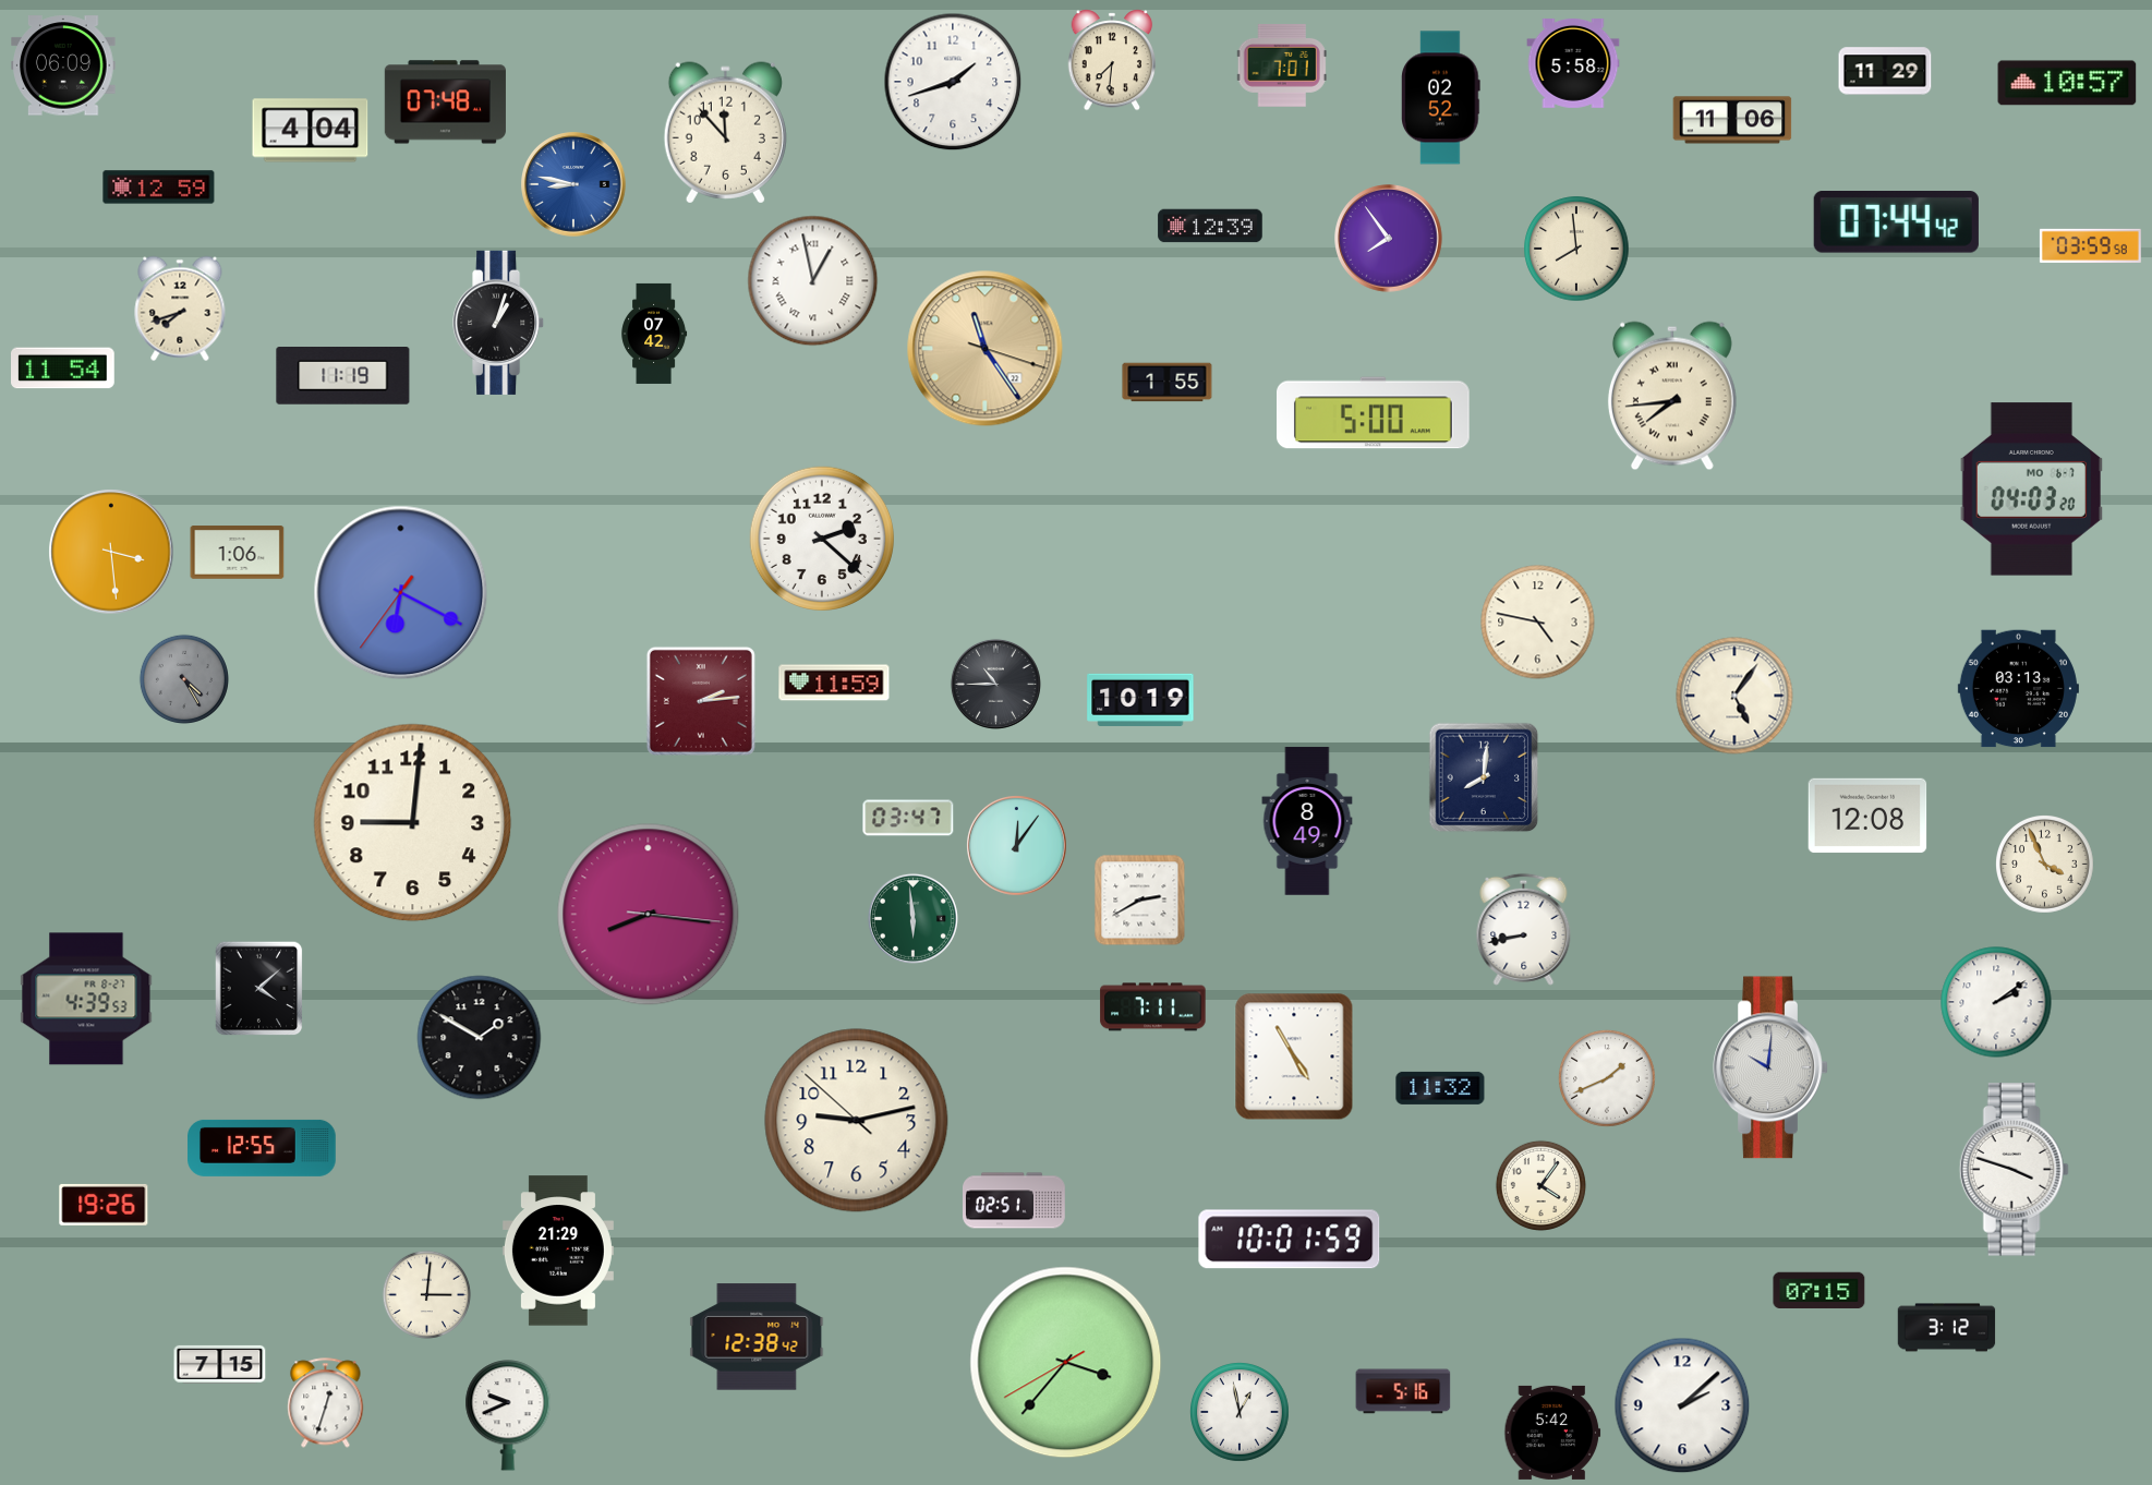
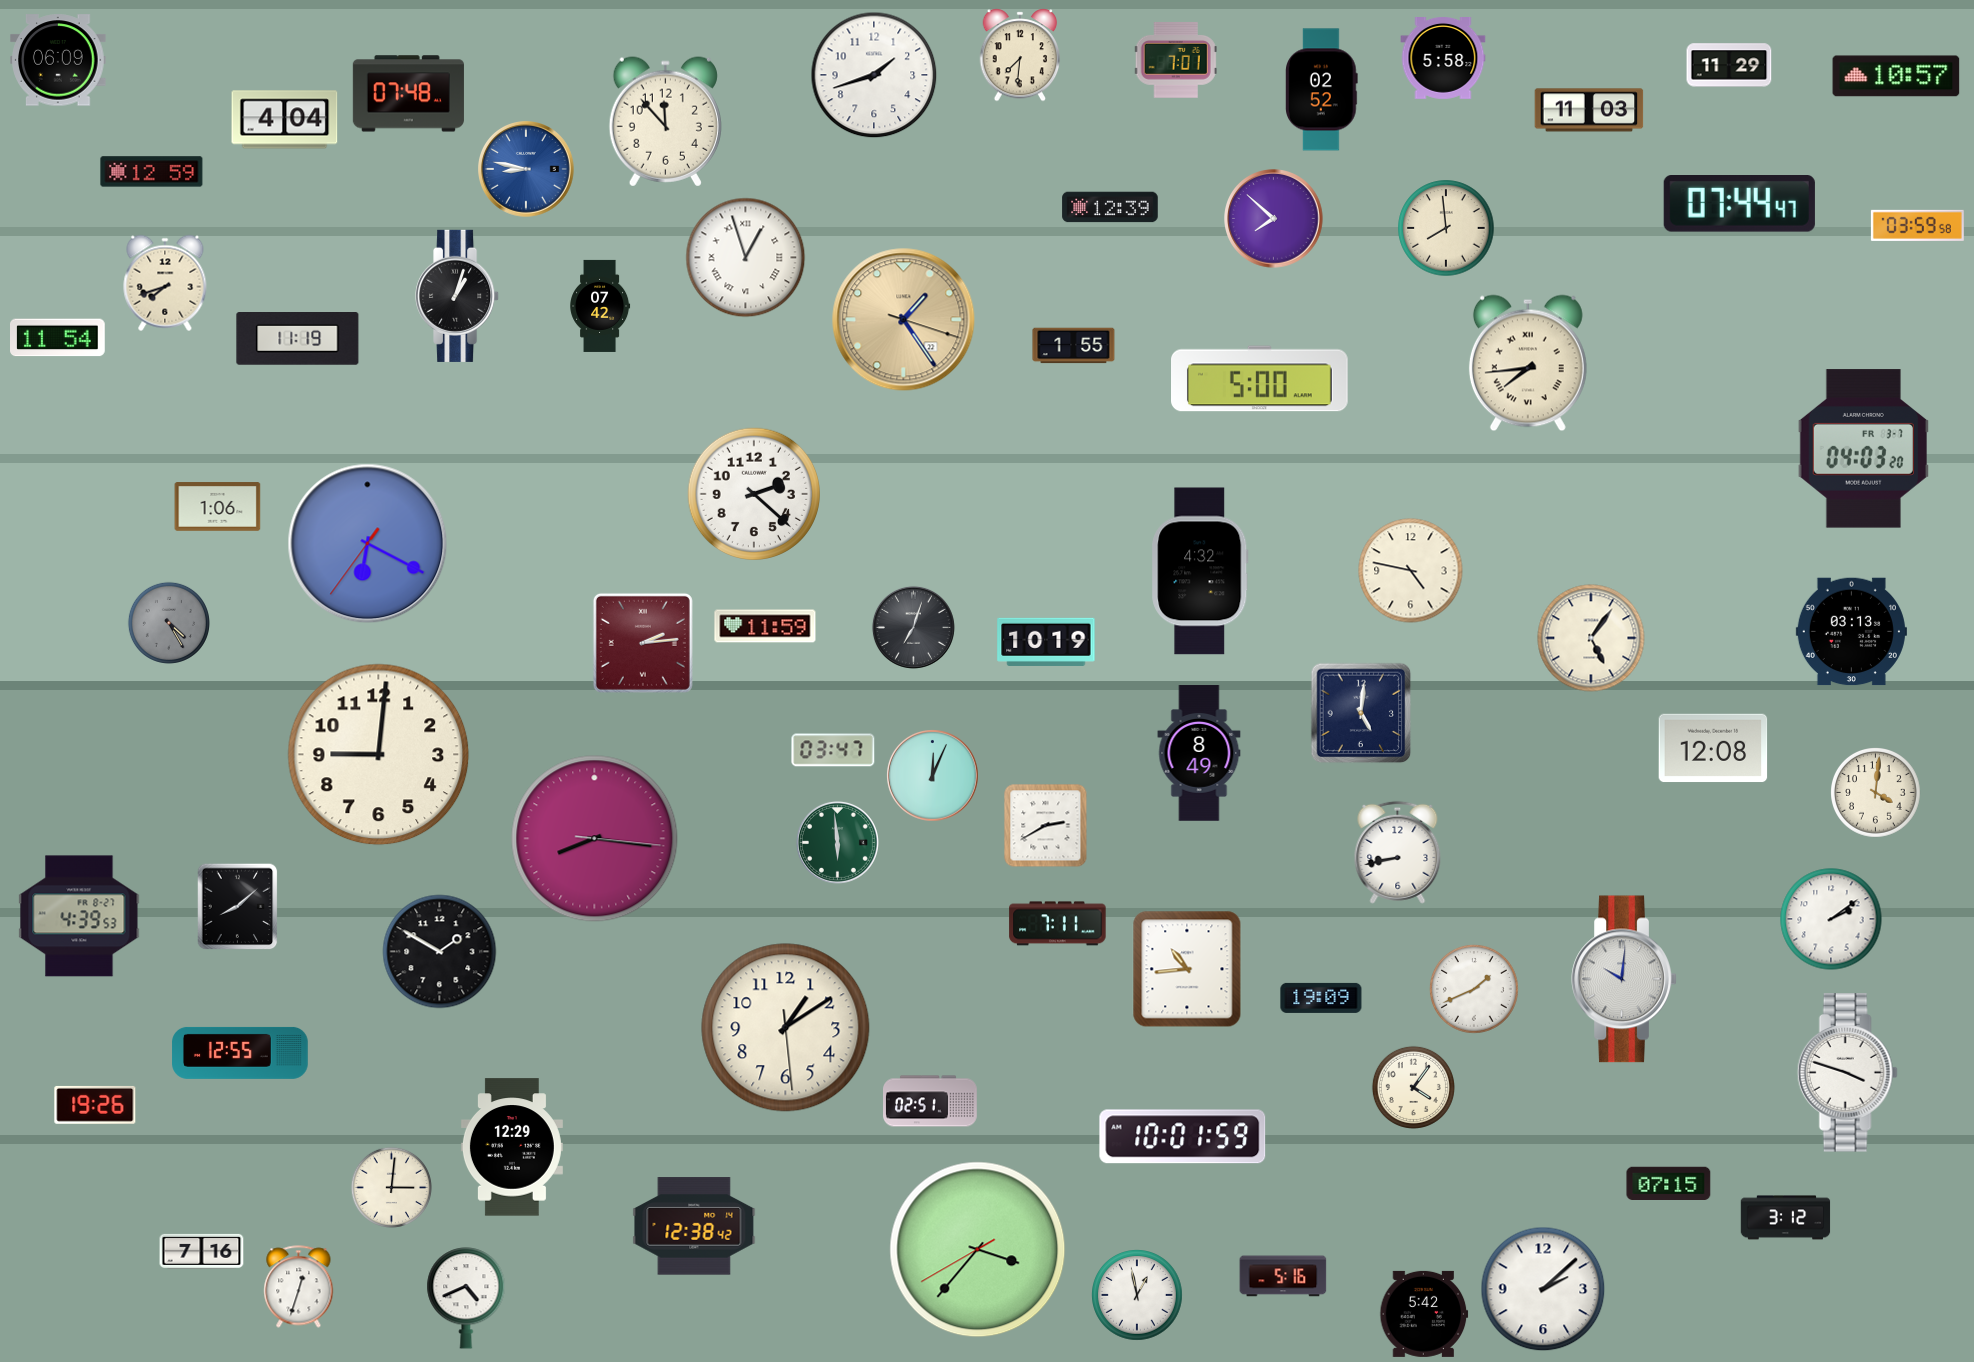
clock at (1732, 120): 11:06 -> 11:03
clock at (159, 188) position: (159, 188) -> (152, 172)
clock at (1896, 222): 07:44:42 -> 07:44:47
clock at (1389, 239): 7:54 -> 7:52
clock at (813, 281): 12:58 -> 12:57
clock at (986, 349): 11:24 -> 1:24
clock at (343, 376) position: (343, 376) -> (298, 339)
clock at (1168, 383) position: (1168, 383) -> (1074, 346)
clock at (1672, 396) position: (1672, 396) -> (1528, 363)
clock at (2031, 490) date: MO 6-7 -> FR 3-7
clock at (111, 552): 3:29 -> none
clock at (1200, 571): none -> 4:32
clock at (995, 684): 10:45 -> 7:03
clock at (1484, 777): 8:01 -> 5:01
clock at (1017, 846): 12:06 -> 12:04
clock at (2045, 865): 3:56 -> 4:01
clock at (259, 989): 4:08 -> 8:08
clock at (1294, 1057): 4:55 -> 10:44
clock at (1440, 1088): 11:32 -> 19:09
clock at (857, 1121): 9:12 -> 1:09
clock at (558, 1251): 21:29 -> 12:29
clock at (220, 1364): 7:15 -> 7:16
clock at (1403, 1391) position: (1403, 1391) -> (1283, 1276)
clock at (508, 1415): 9:41 -> 4:41
